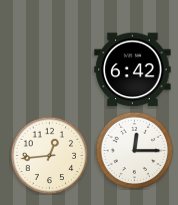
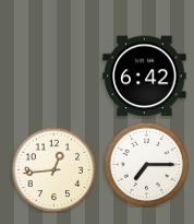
clock at (134, 150): 12:15 -> 7:15
